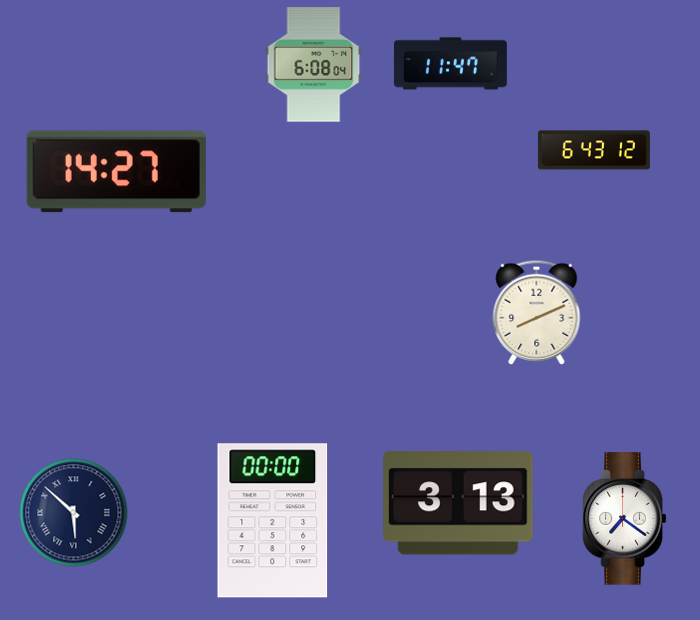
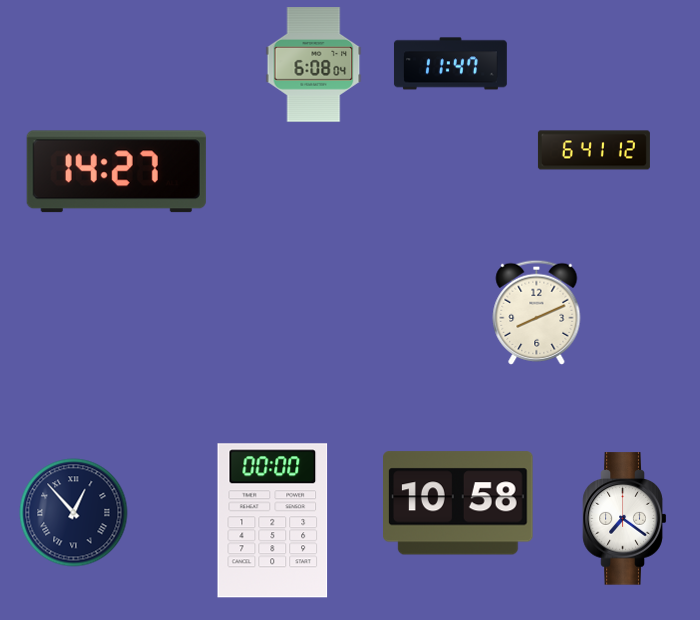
clock at (594, 150): 6:43 -> 6:41
clock at (459, 503): 3:13 -> 10:58
clock at (74, 513): 5:52 -> 12:53
